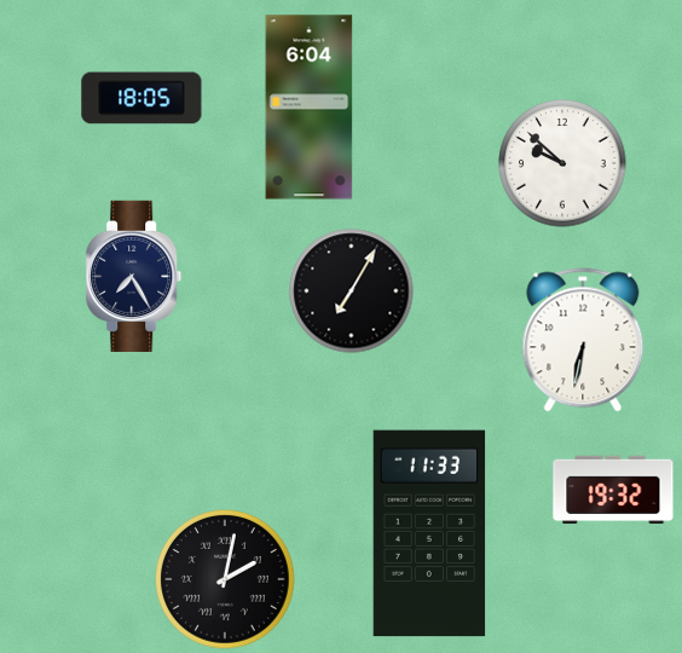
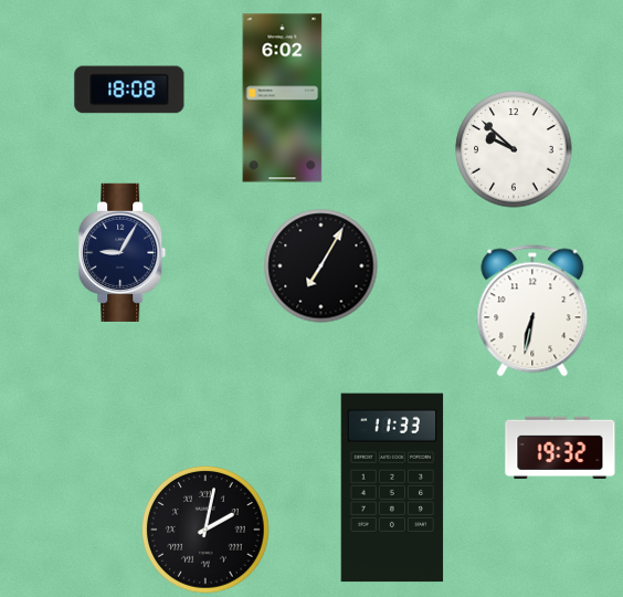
clock at (141, 98): 18:05 -> 18:08
clock at (310, 108): 6:04 -> 6:02
clock at (134, 276): 7:25 -> 9:05
